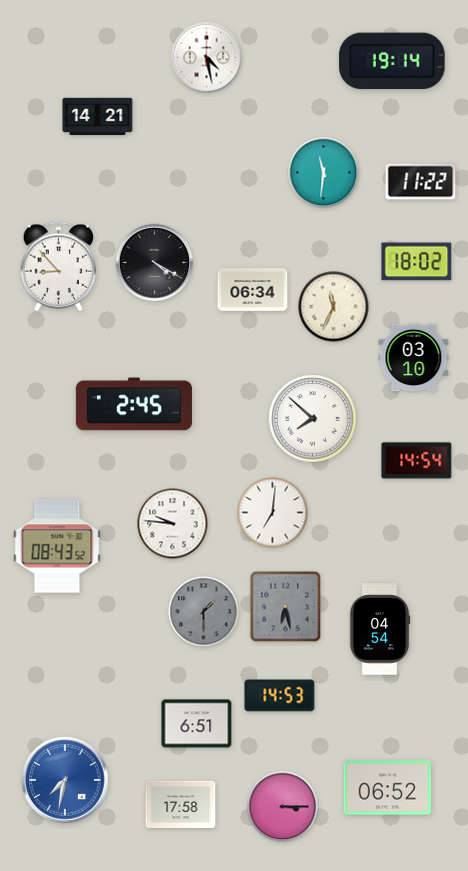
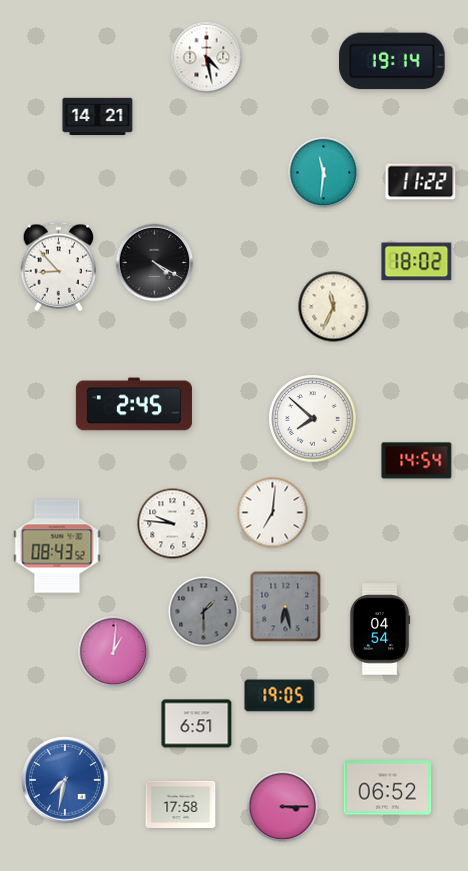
clock at (253, 290): 06:34 -> none
clock at (414, 358): 03:10 -> none
clock at (114, 652): none -> 1:01
clock at (280, 696): 14:53 -> 19:05
